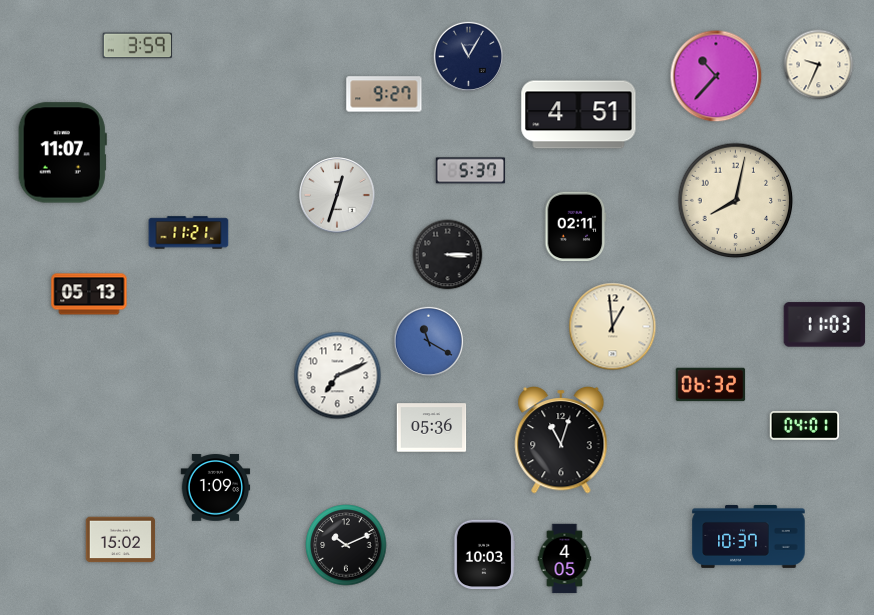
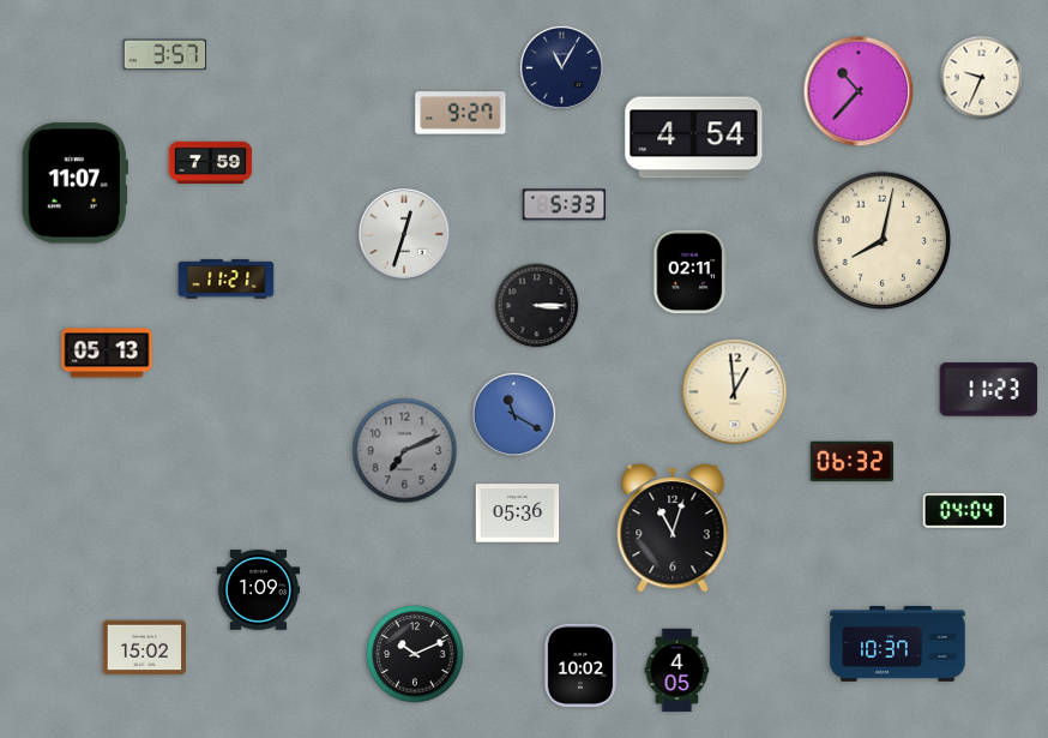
clock at (138, 46): 3:59 -> 3:57
clock at (579, 115): 4:51 -> 4:54
clock at (211, 162): none -> 7:59
clock at (471, 171): 5:37 -> 5:33
clock at (825, 325): 11:03 -> 11:23
clock at (428, 341) position: (428, 341) -> (513, 414)
clock at (338, 376) dial: white -> grey
clock at (805, 426): 04:01 -> 04:04
clock at (216, 488) position: (216, 488) -> (259, 590)
clock at (483, 555): 10:03 -> 10:02
